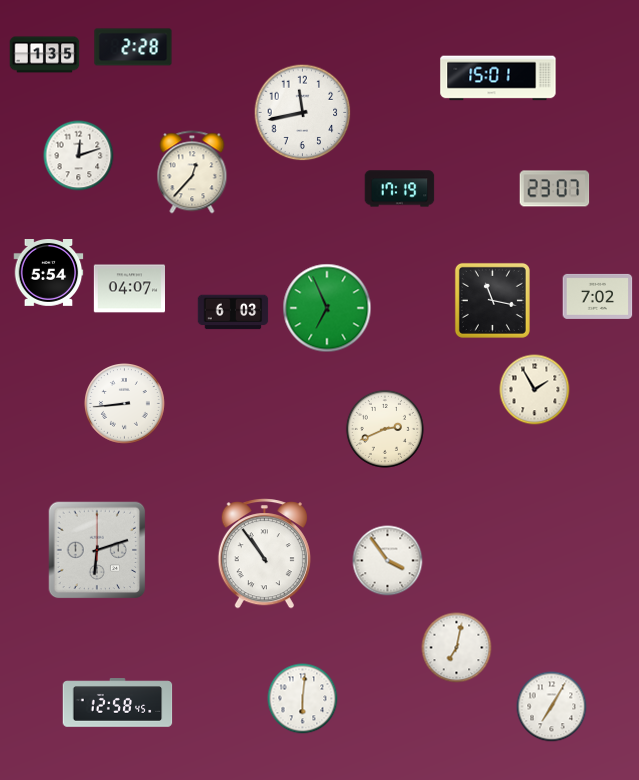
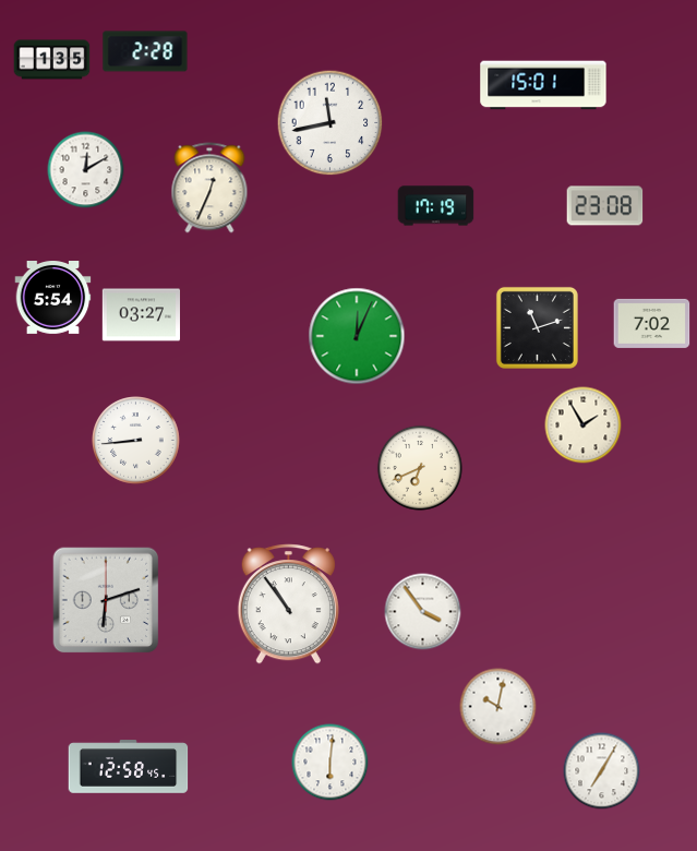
clock at (45, 55) position: (45, 55) -> (52, 60)
clock at (79, 156): 12:12 -> 12:10
clock at (192, 172): 12:37 -> 12:34
clock at (555, 189): 23:07 -> 23:08
clock at (129, 289): 04:07 -> 03:27
clock at (492, 300): 11:17 -> 11:12
clock at (327, 308): 6:56 -> 12:04
clock at (233, 312): 6:03 -> none
clock at (385, 429): 2:41 -> 6:41
clock at (457, 648): 7:02 -> 10:02
